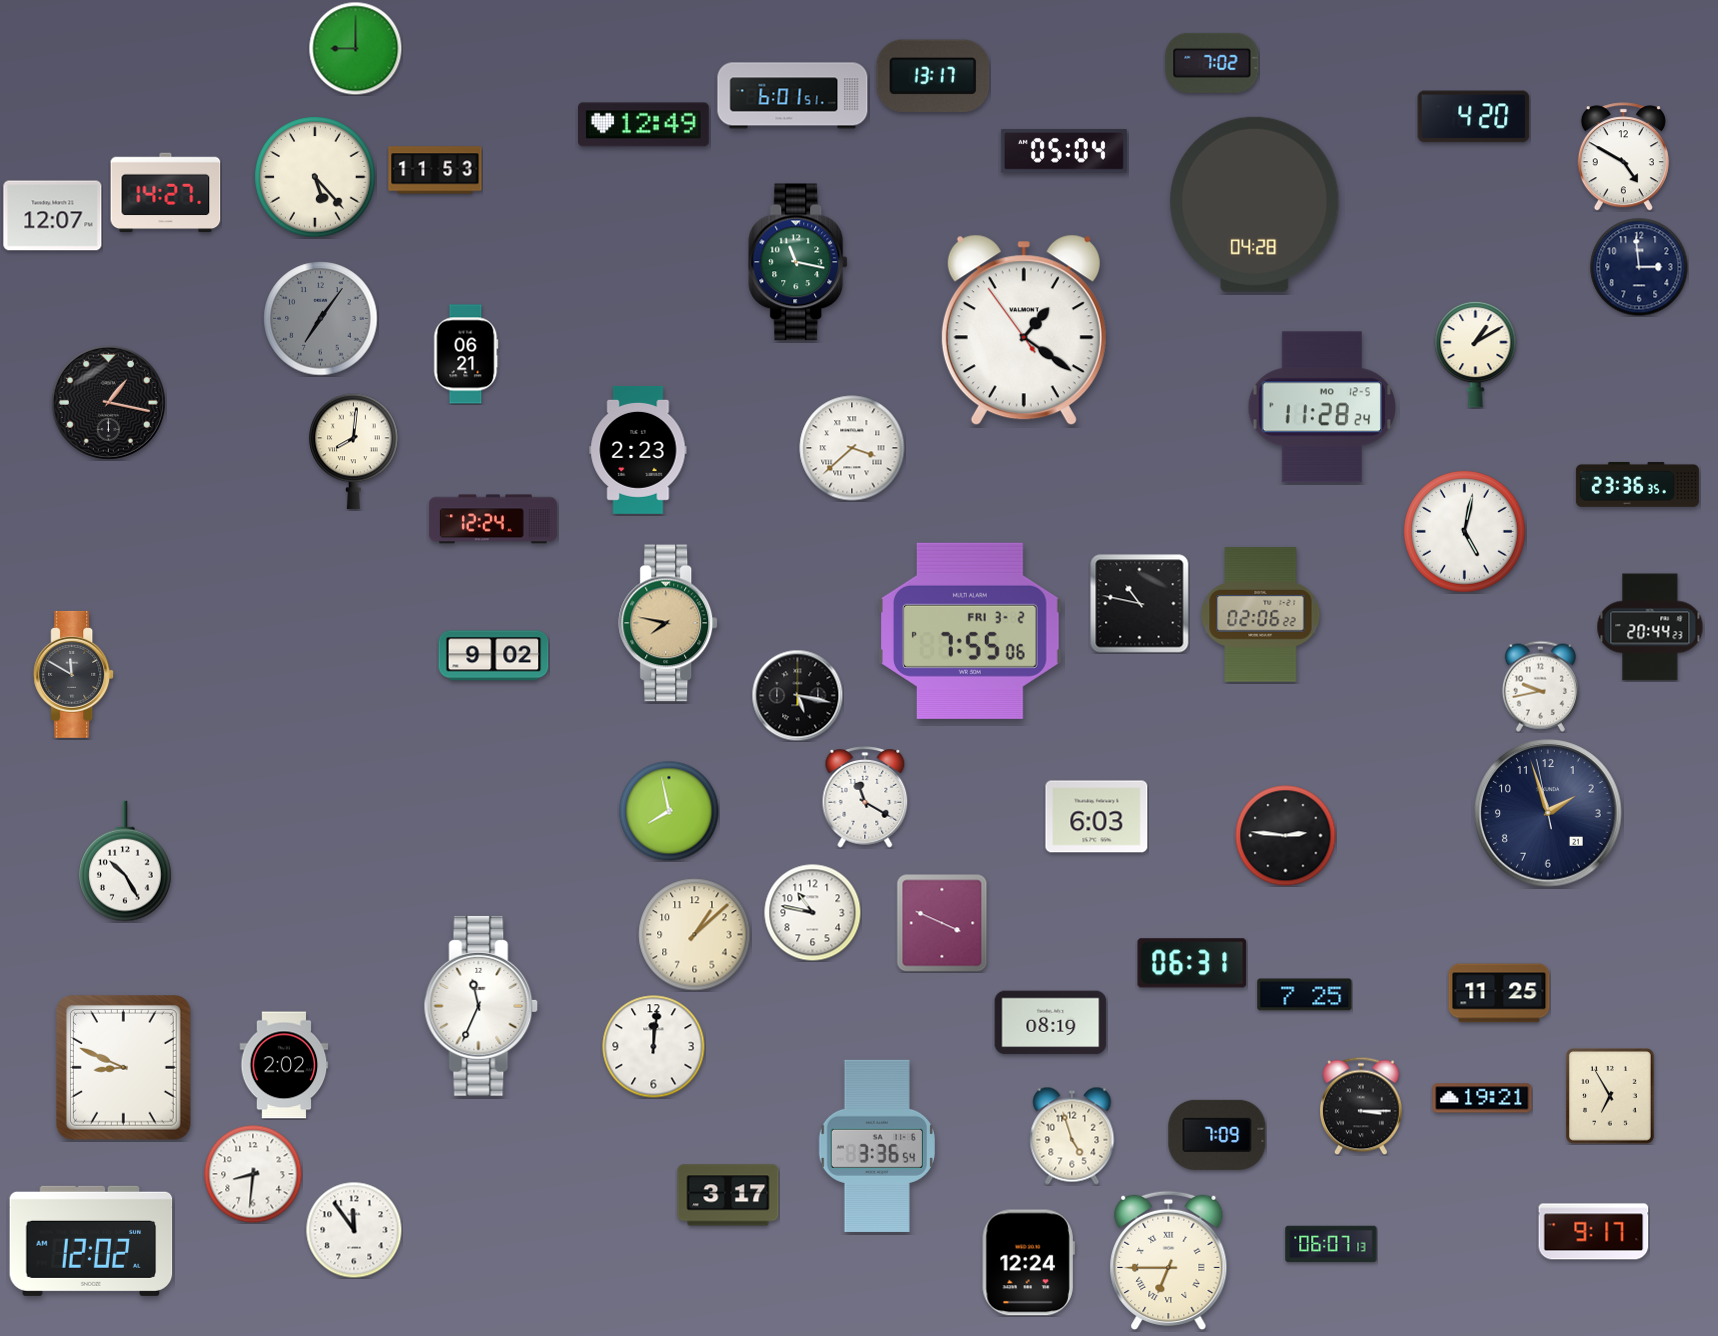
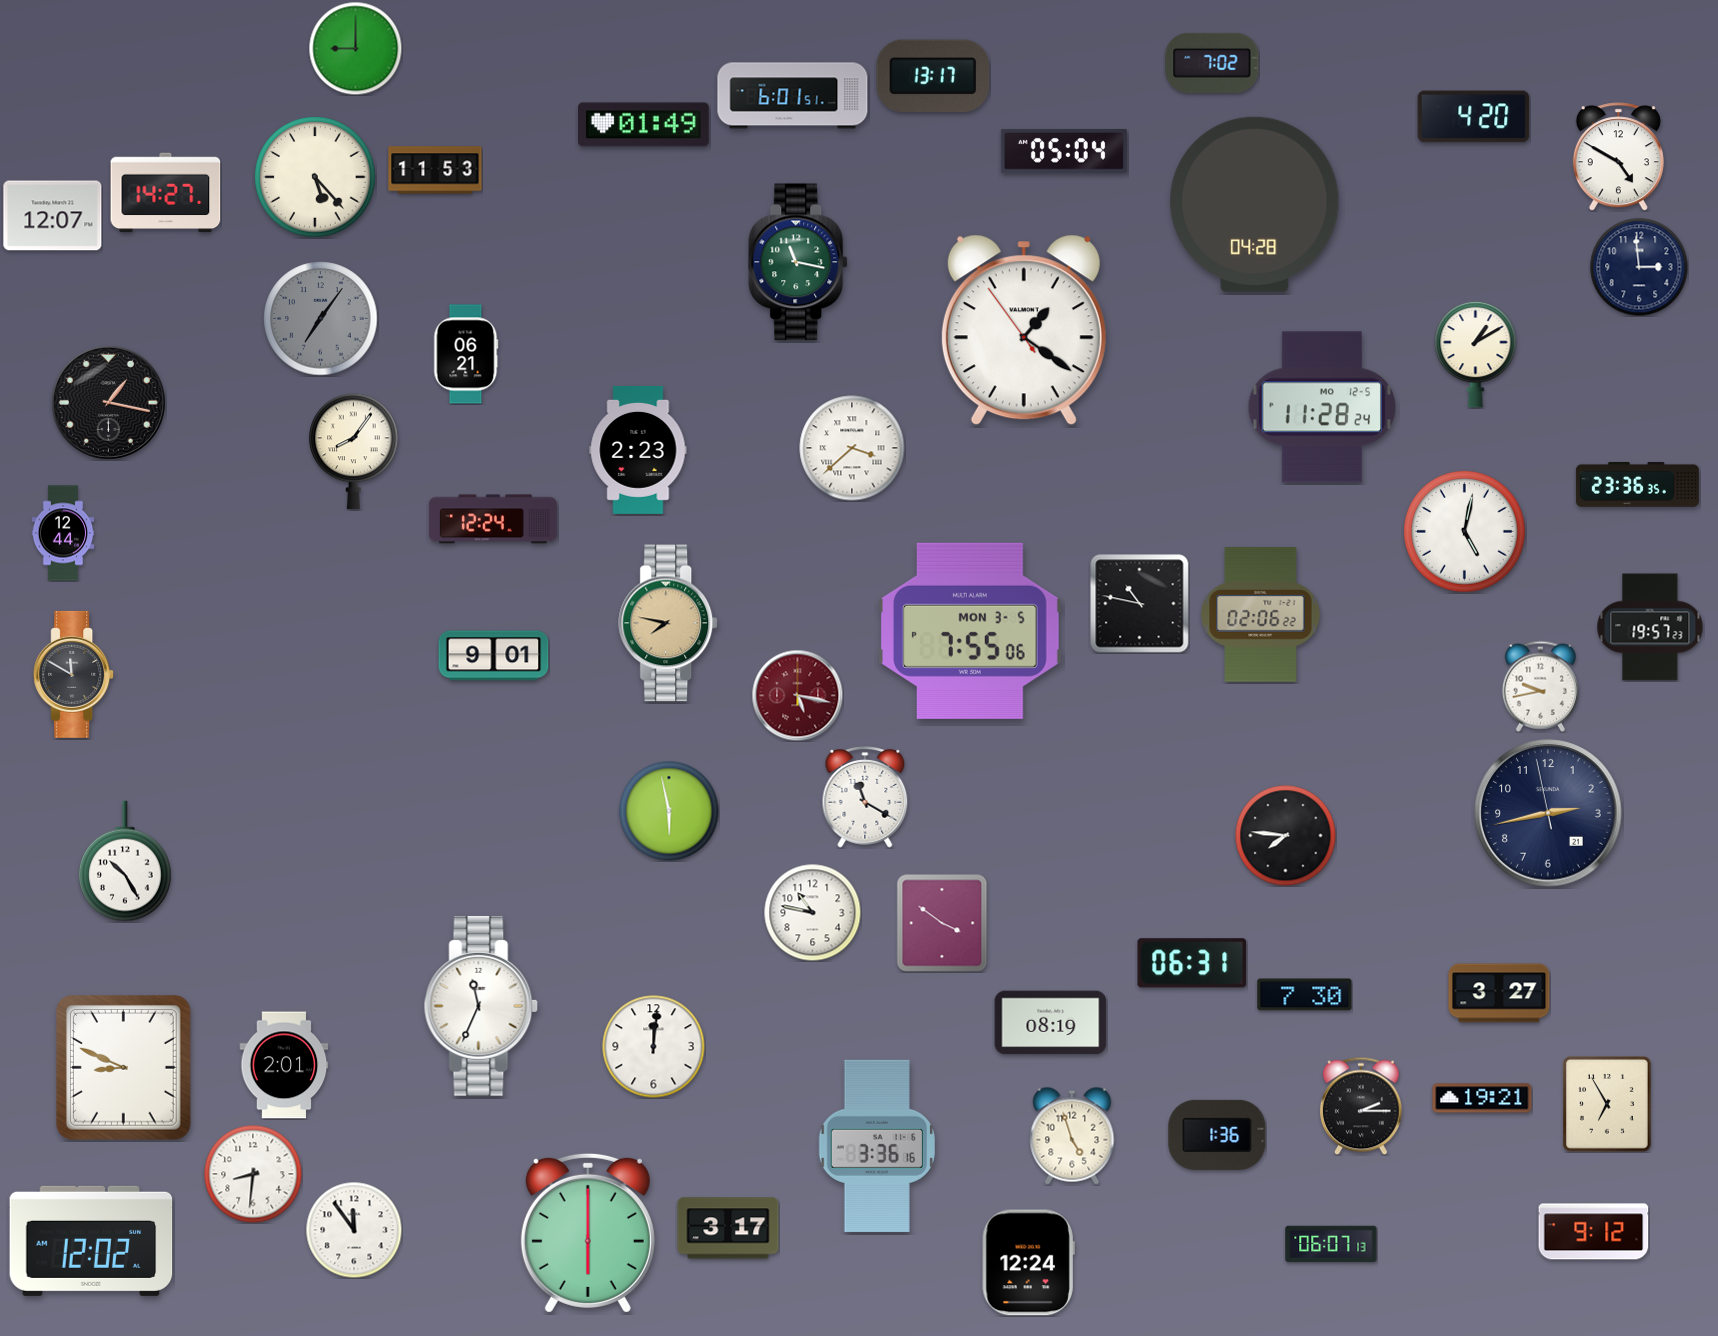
clock at (644, 125): 12:49 -> 01:49
clock at (1623, 157) position: (1623, 157) -> (1618, 157)
clock at (354, 452): 8:01 -> 8:06
clock at (63, 533): none -> 12:44
clock at (1650, 627): 20:44 -> 19:57
clock at (971, 631) date: FRI 3-2 -> MON 3-5
clock at (494, 656): 9:02 -> 9:01
clock at (797, 695) dial: black -> burgundy
clock at (669, 811): 7:58 -> 5:58
clock at (1548, 813): 1:56 -> 2:42
clock at (1097, 817): 6:03 -> none
clock at (1286, 836): 2:46 -> 7:46
clock at (942, 923): 3:49 -> 3:51
clock at (695, 935): 1:08 -> none
clock at (1499, 993): 11:25 -> 3:27
clock at (1305, 995): 7:25 -> 7:30
clock at (284, 1065): 2:02 -> 2:01
clock at (1611, 1097) position: (1611, 1097) -> (1608, 1105)
clock at (1362, 1106): 3:15 -> 2:15
clock at (1217, 1135): 7:09 -> 1:36
clock at (877, 1146): 3:36:54 -> 3:36:16
clock at (728, 1195) position: (728, 1195) -> (728, 1228)
clock at (1594, 1232): 9:17 -> 9:12
clock at (588, 1233): none -> 6:00
clock at (1169, 1261): 6:45 -> none
